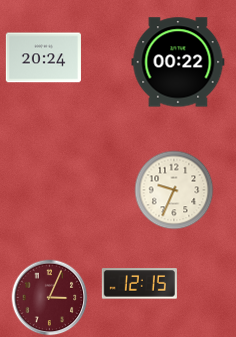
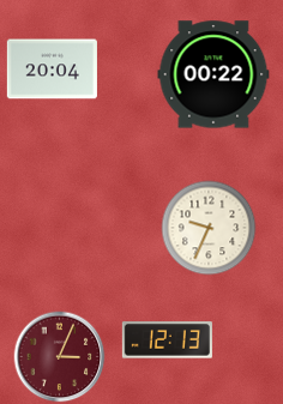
clock at (43, 58): 20:24 -> 20:04
clock at (139, 284): 12:15 -> 12:13
